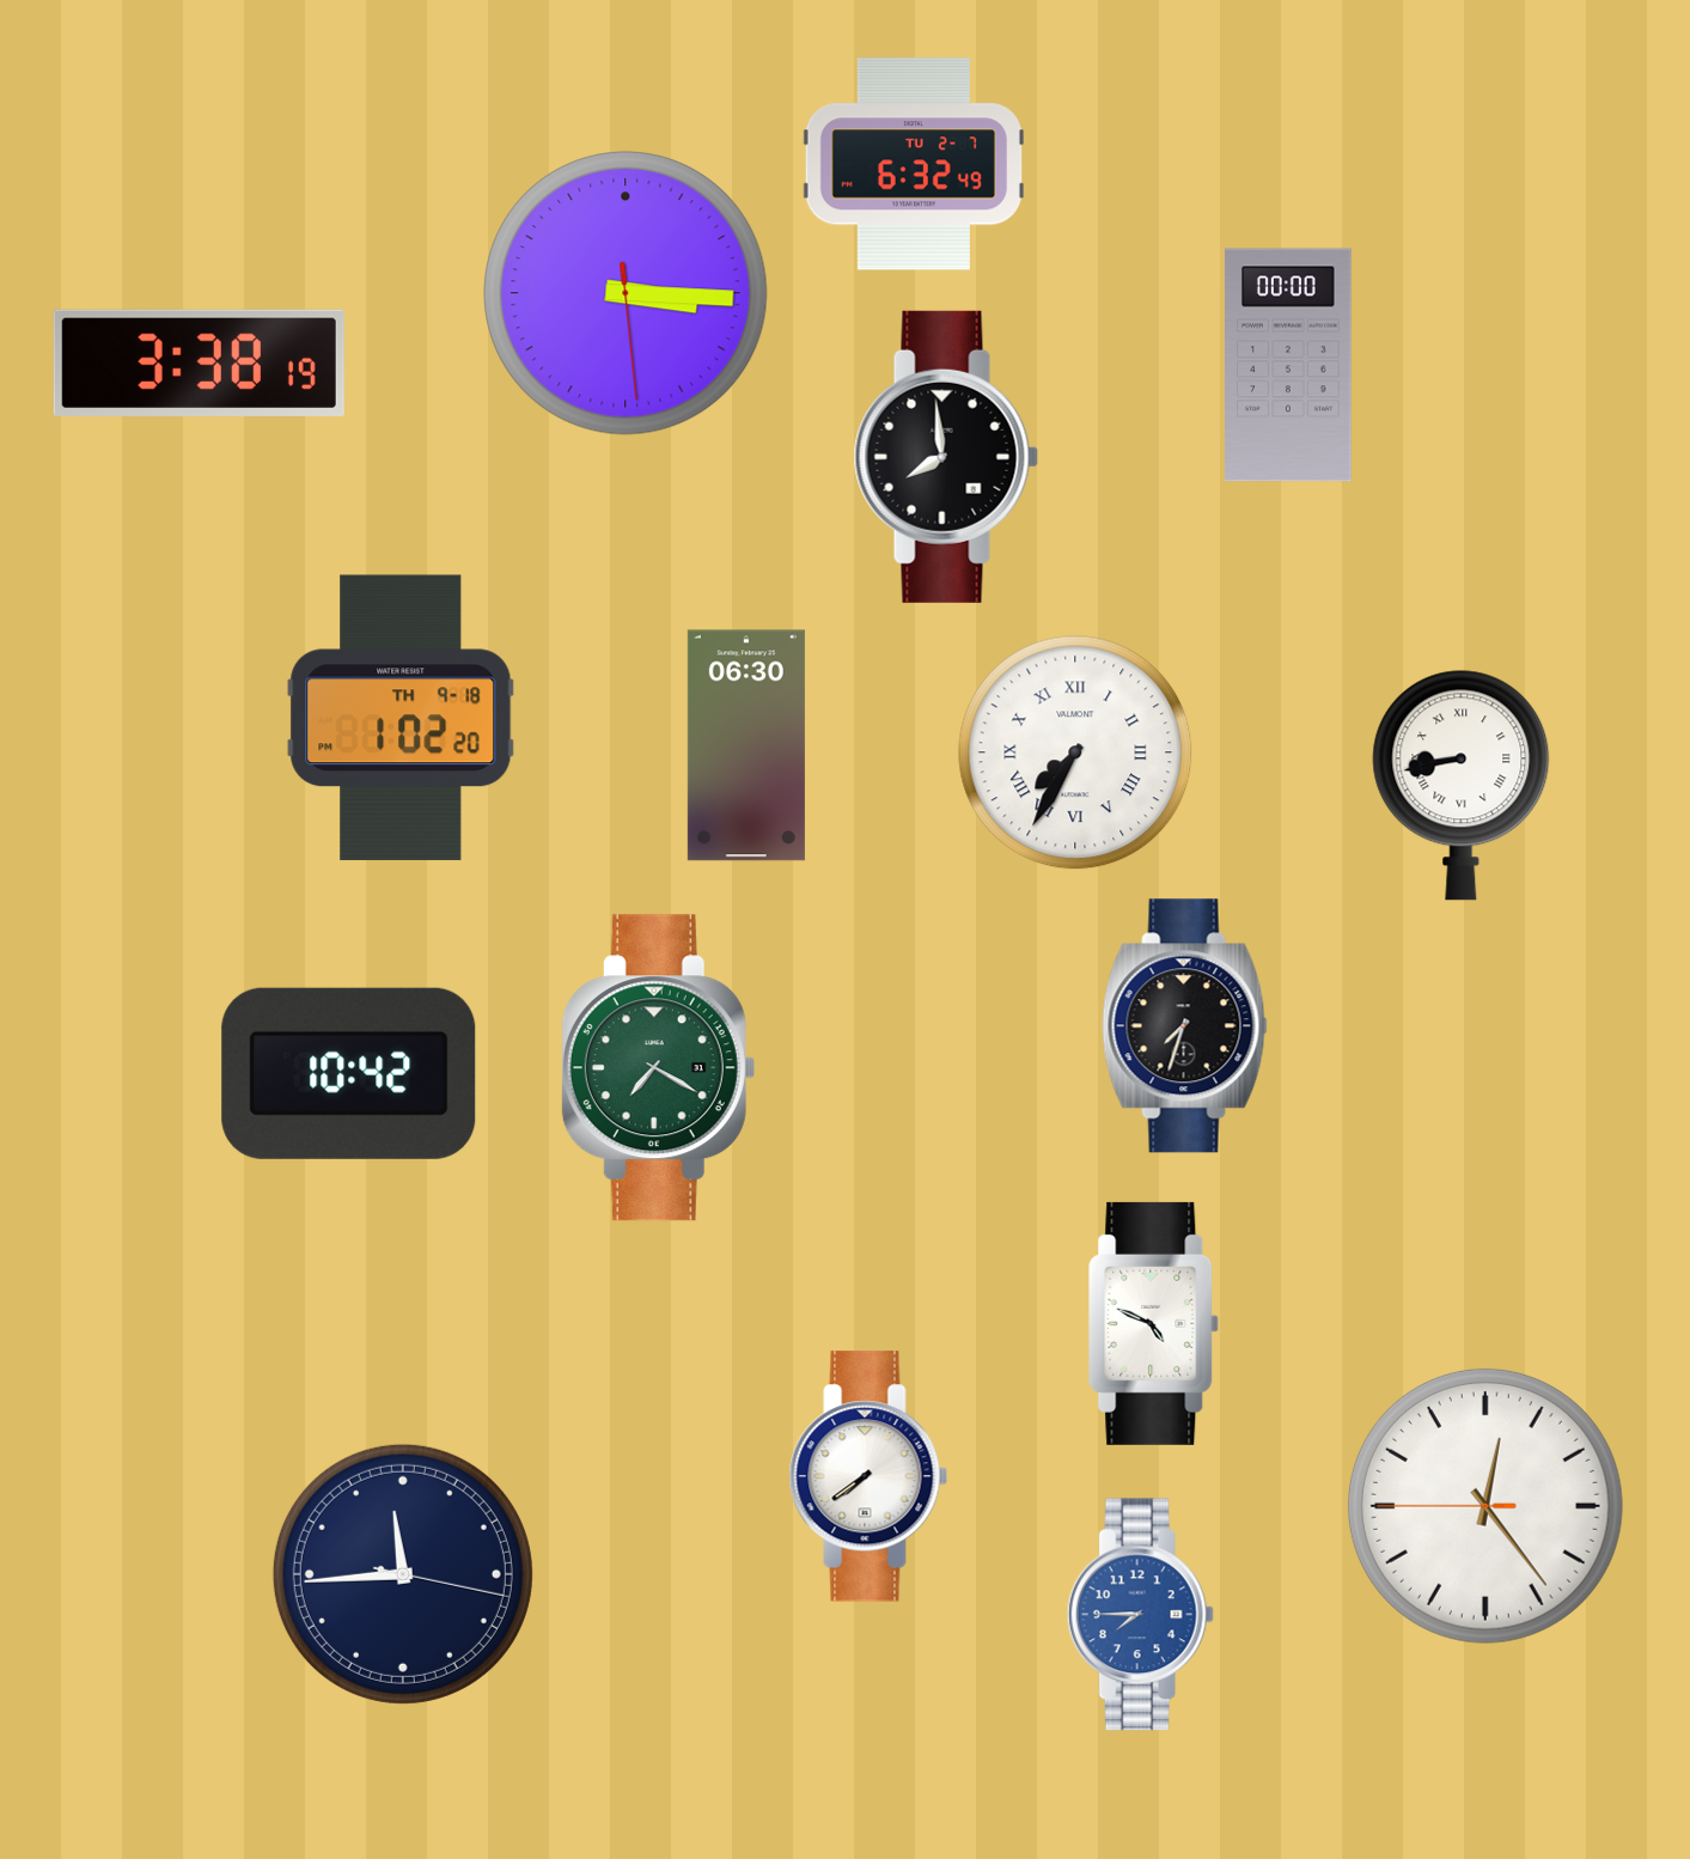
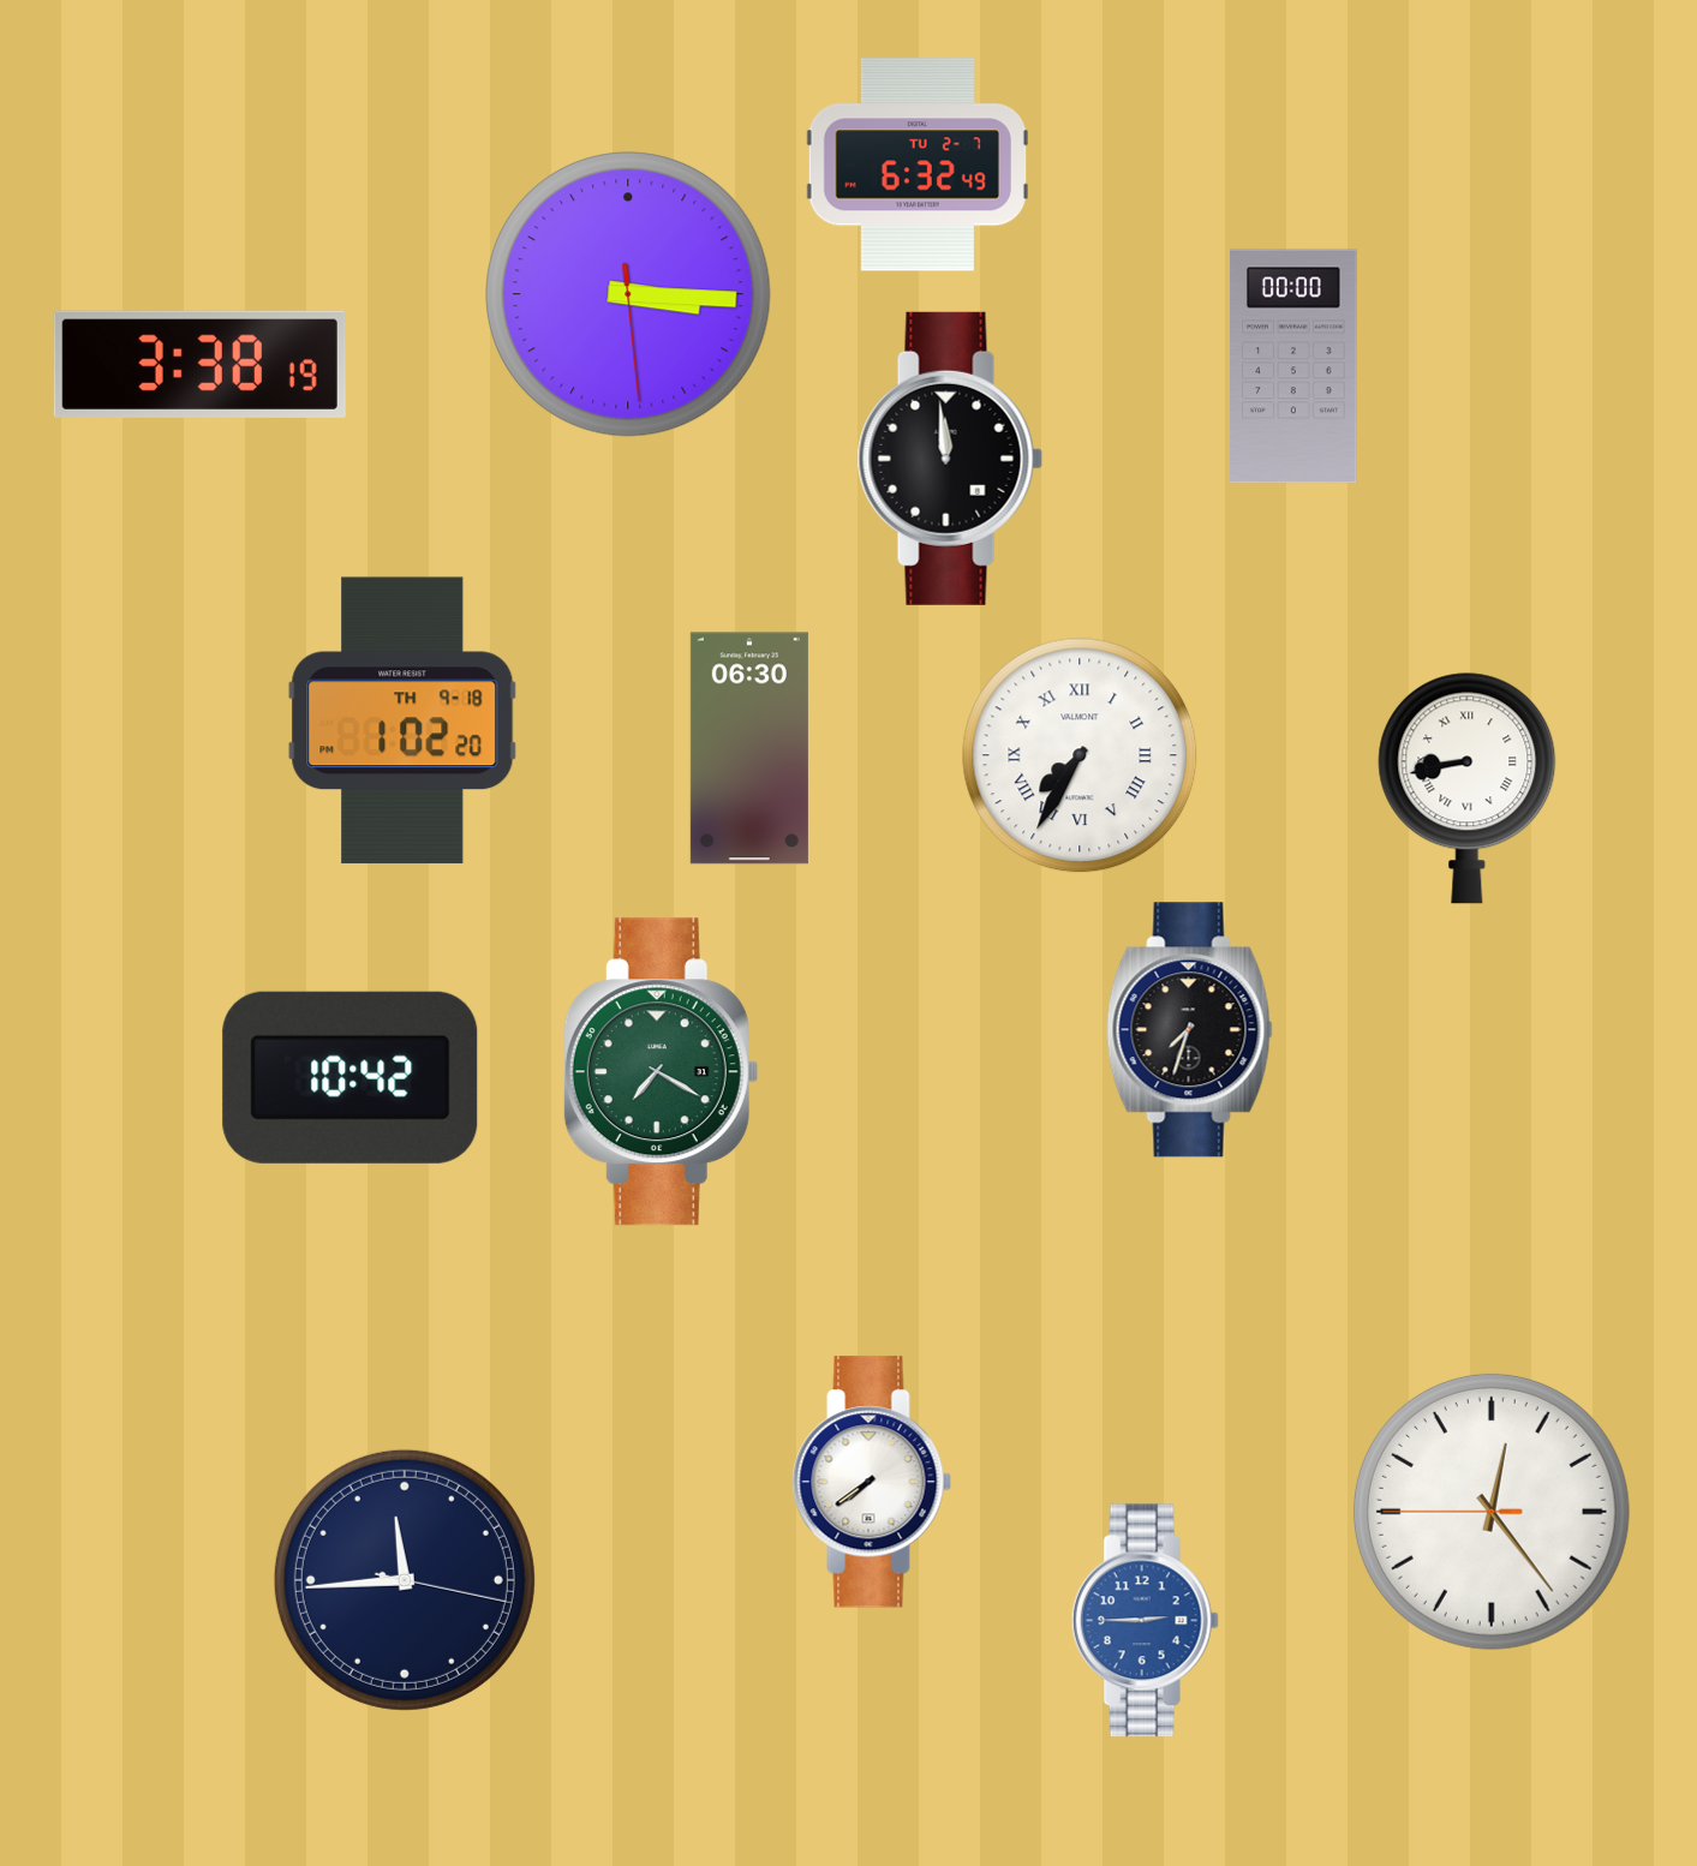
clock at (946, 457): 7:59 -> 11:59
clock at (1154, 1323): 4:49 -> none
clock at (1140, 1615): 7:45 -> 2:45
